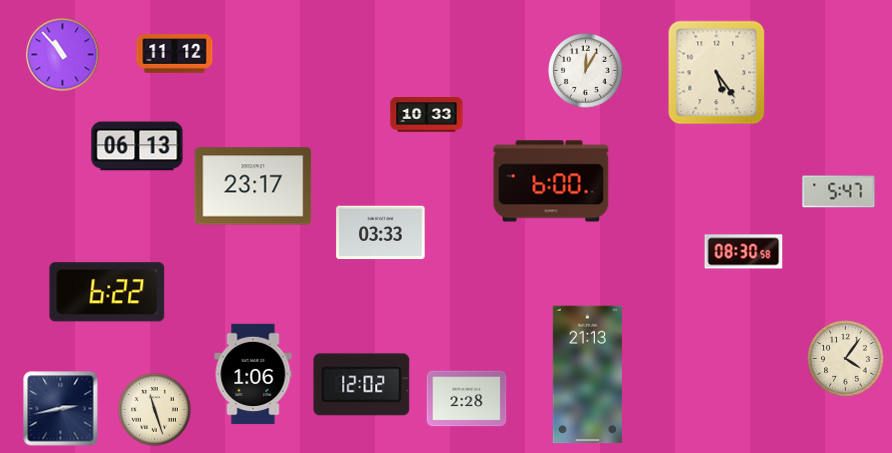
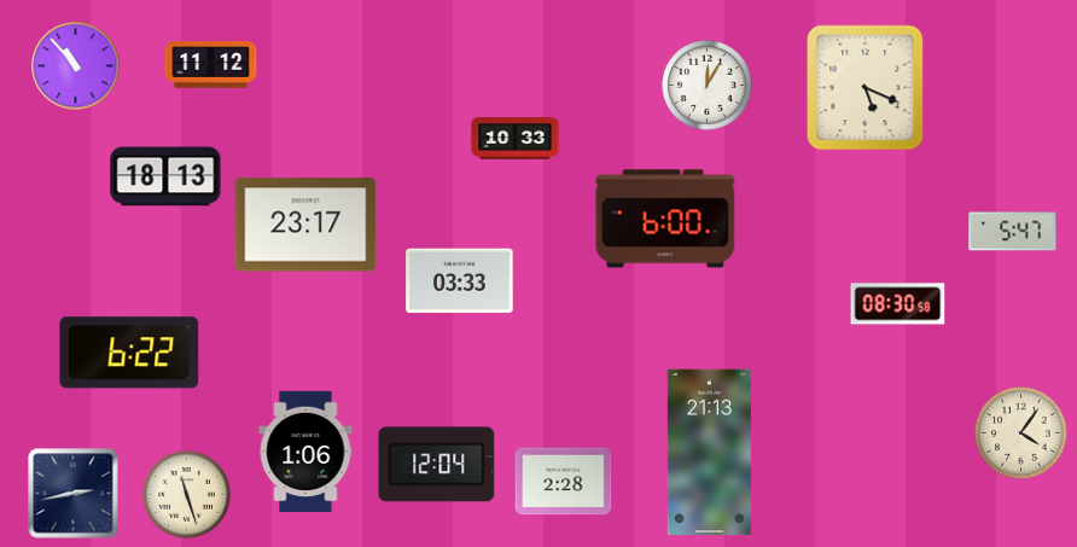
clock at (717, 73): 5:24 -> 5:19
clock at (137, 146): 06:13 -> 18:13
clock at (362, 385): 12:02 -> 12:04
